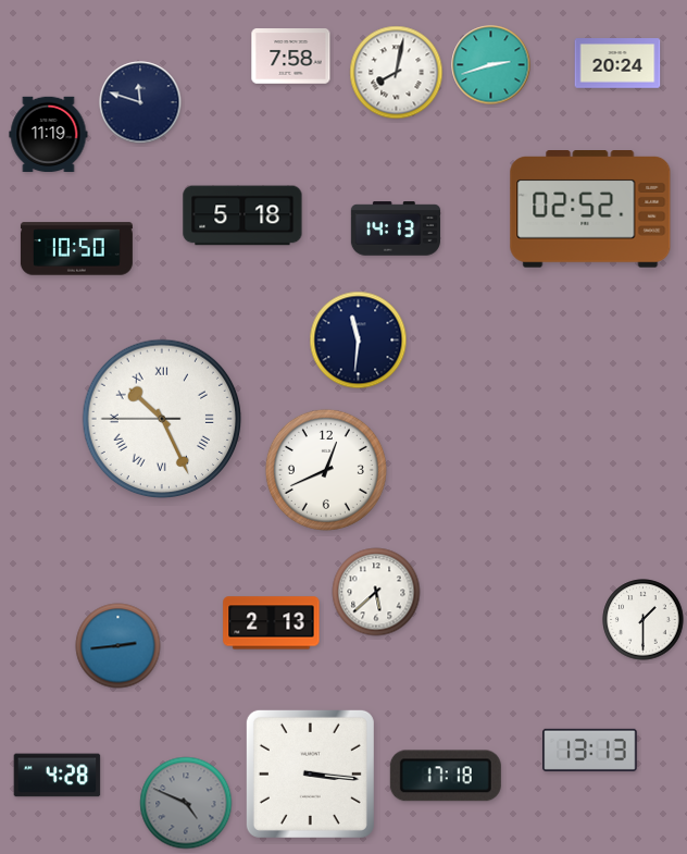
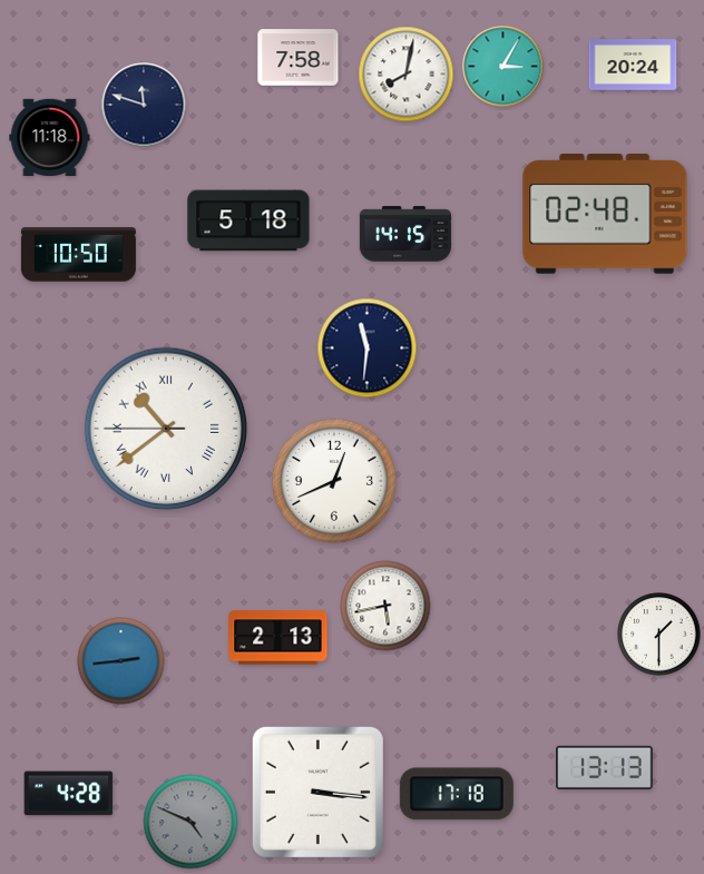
clock at (491, 65): 2:42 -> 3:05
clock at (49, 134): 11:19 -> 11:18
clock at (590, 209): 02:52 -> 02:48
clock at (395, 228): 14:13 -> 14:15
clock at (162, 419): 10:25 -> 10:38
clock at (376, 592): 5:38 -> 5:43
clock at (58, 776) position: (58, 776) -> (69, 794)
